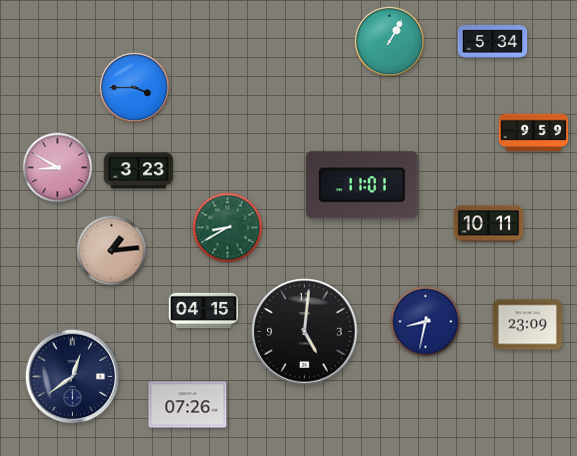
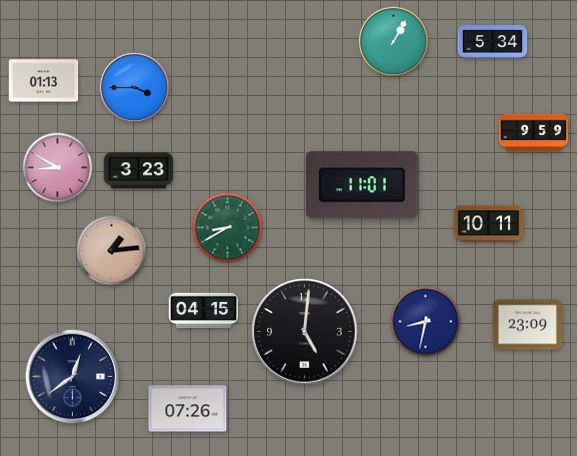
clock at (389, 41) position: (389, 41) -> (393, 41)
clock at (44, 81): none -> 01:13
clock at (188, 405) position: (188, 405) -> (188, 409)
